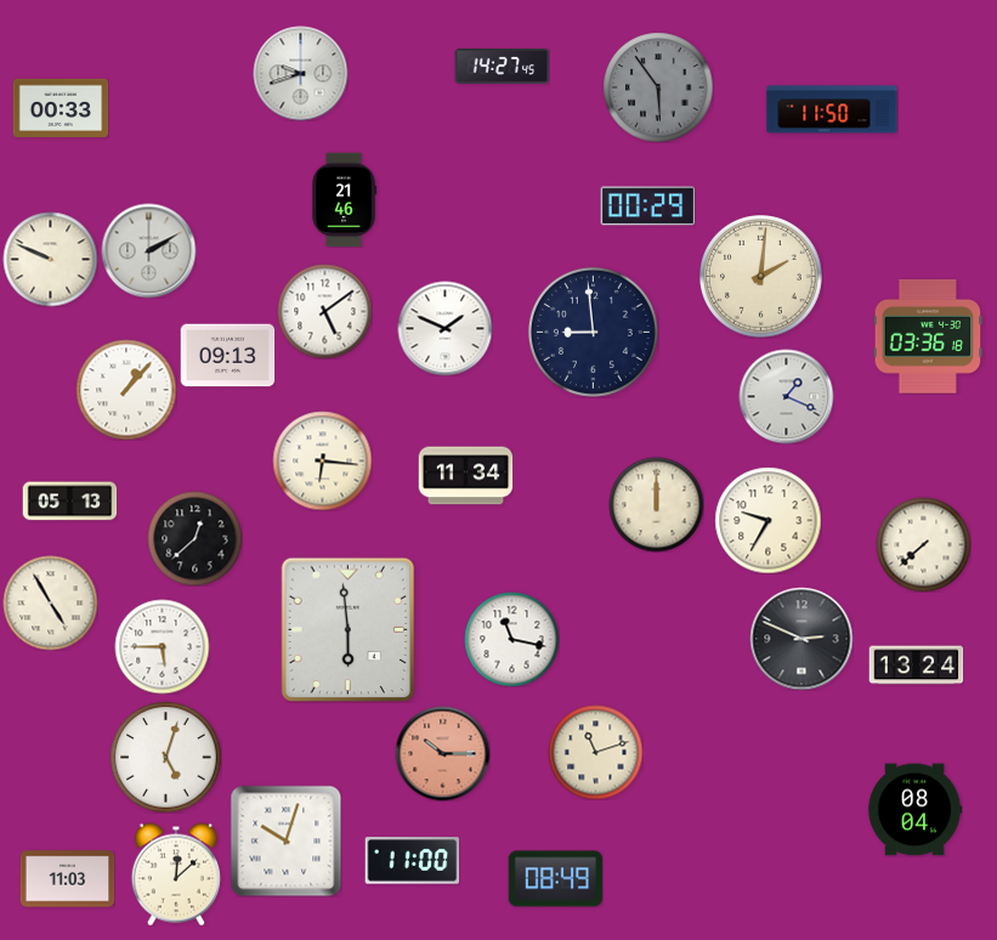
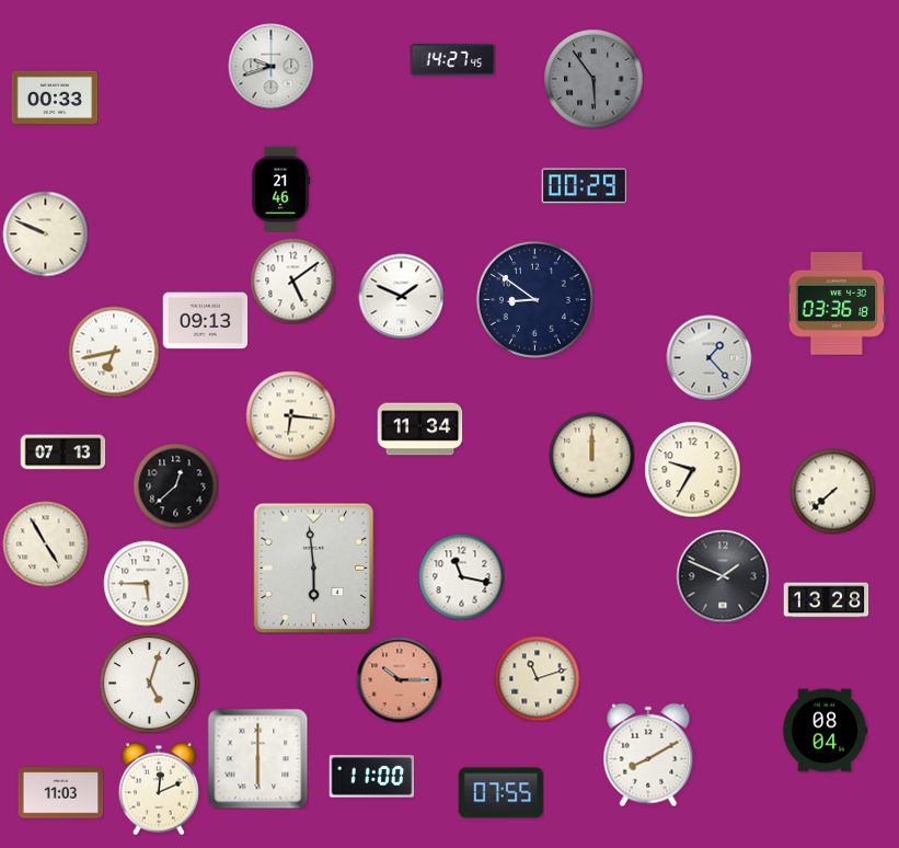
clock at (832, 109): 11:50 -> none
clock at (344, 199) position: (344, 199) -> (280, 188)
clock at (148, 250): 2:10 -> none
clock at (761, 277): 2:01 -> none
clock at (593, 332): 8:59 -> 8:51
clock at (126, 390): 1:07 -> 6:43
clock at (786, 396): 1:19 -> 1:23
clock at (69, 502): 05:13 -> 07:13
clock at (801, 639): 2:49 -> 1:49
clock at (916, 666): 13:24 -> 13:28
clock at (648, 755): none -> 8:10
clock at (285, 840): 10:03 -> 6:00
clock at (176, 874): 12:08 -> 12:11
clock at (555, 879): 08:49 -> 07:55
